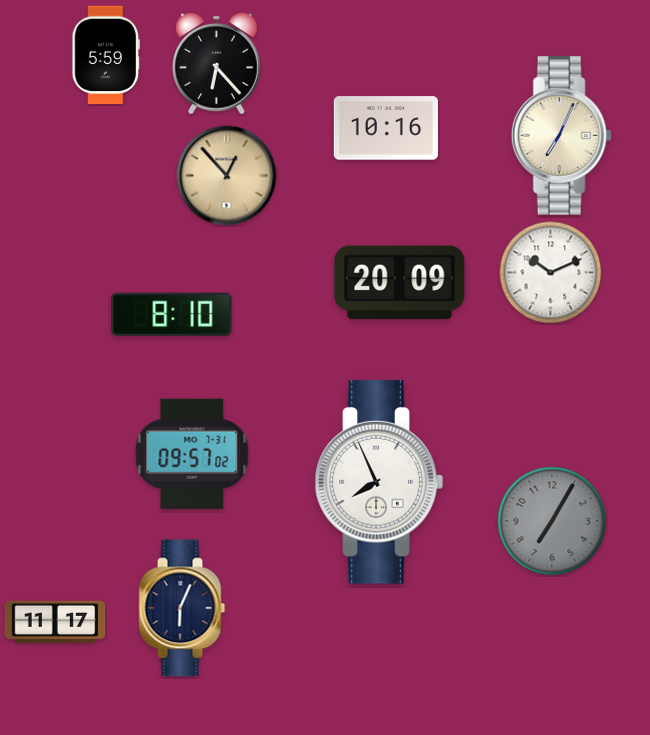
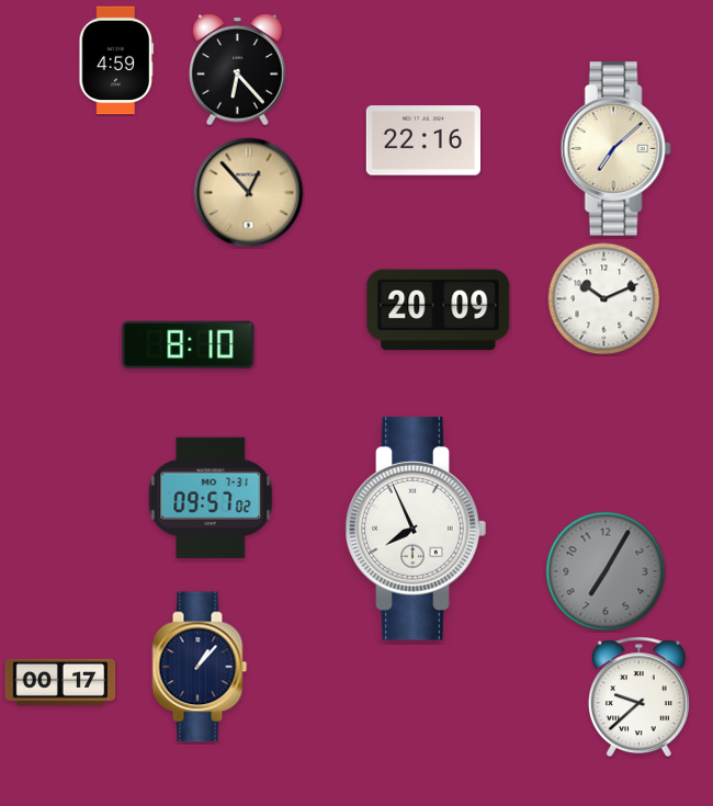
clock at (106, 55): 5:59 -> 4:59
clock at (386, 128): 10:16 -> 22:16
clock at (561, 136): 7:04 -> 7:08
clock at (182, 608): 6:04 -> 1:07
clock at (55, 622): 11:17 -> 00:17
clock at (638, 697): none -> 9:38
